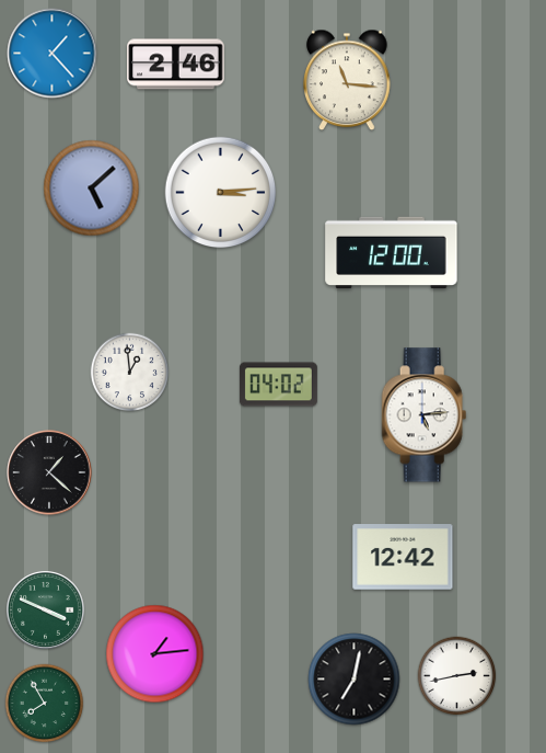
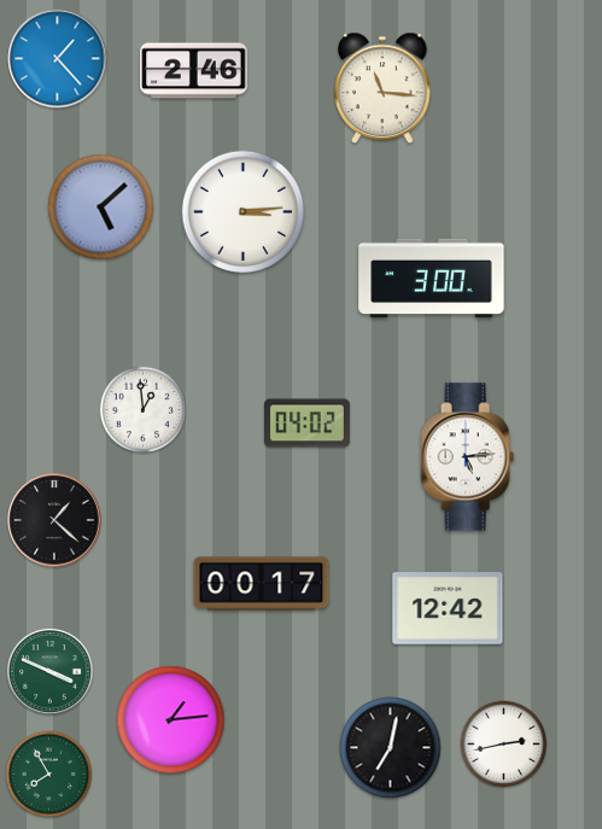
clock at (392, 253): 12:00 -> 3:00
clock at (262, 584): none -> 00:17
clock at (403, 557) position: (403, 557) -> (448, 608)
